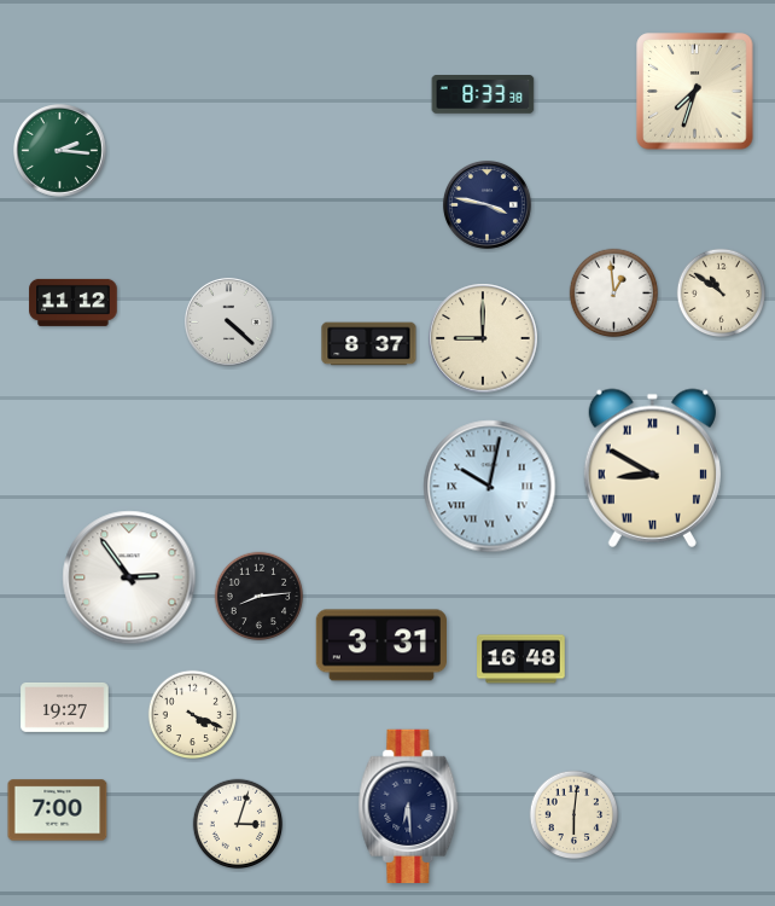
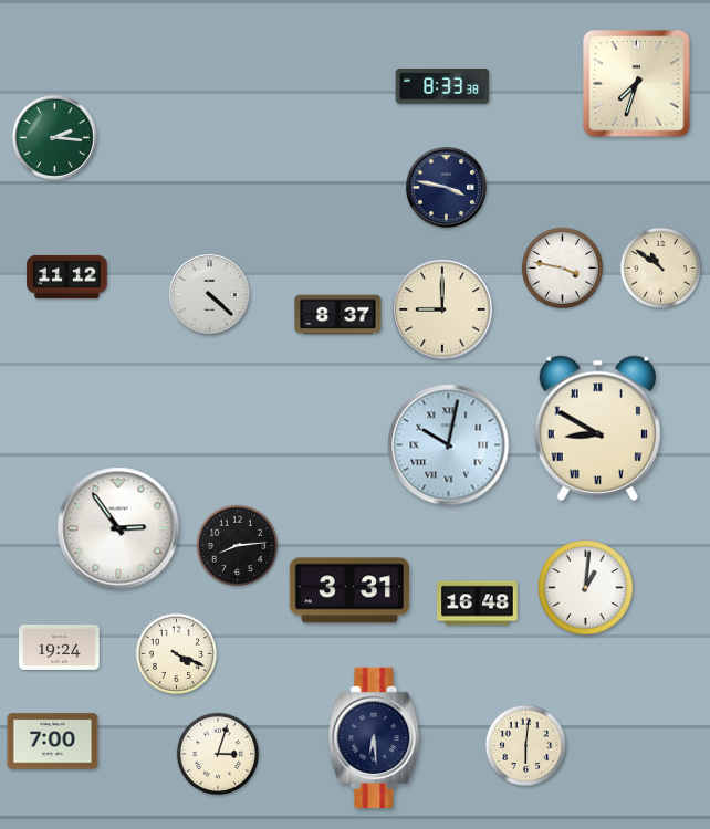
clock at (614, 294): 12:59 -> 3:47
clock at (586, 588): none -> 1:01
clock at (65, 707): 19:27 -> 19:24
